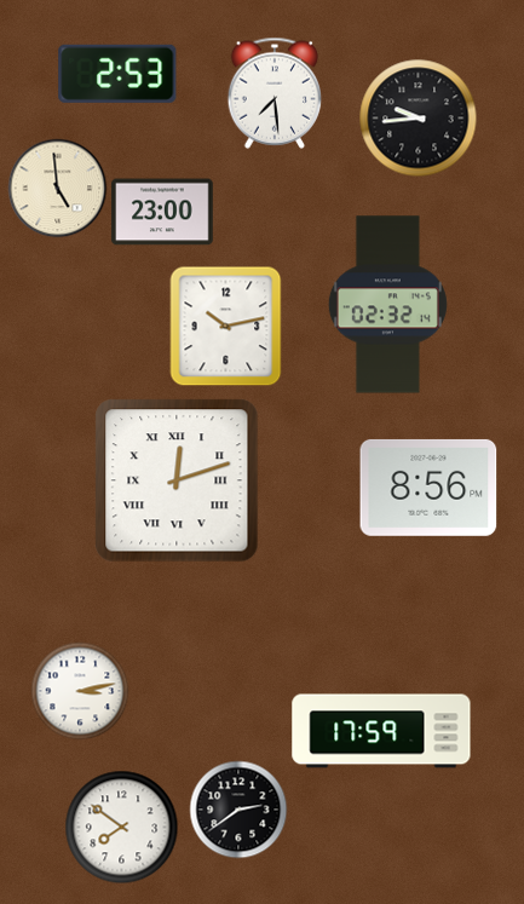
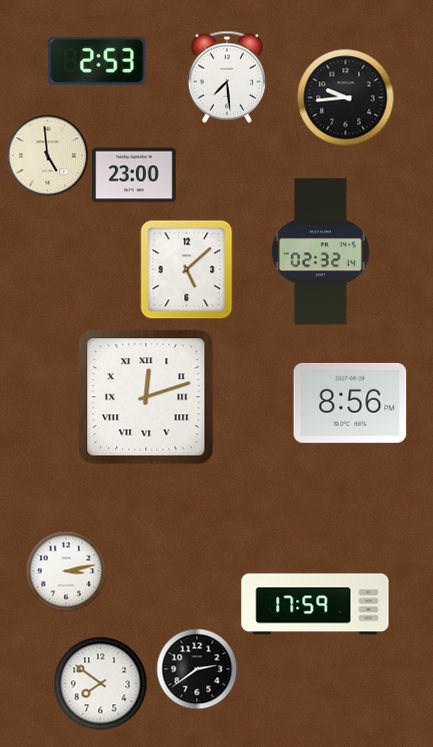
clock at (226, 326): 10:13 -> 5:08
clock at (428, 488) position: (428, 488) -> (350, 403)
